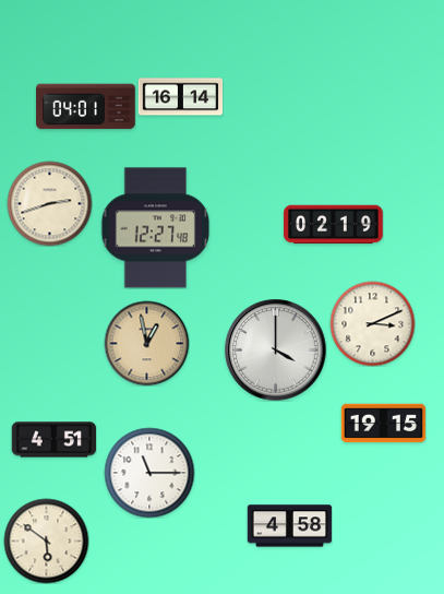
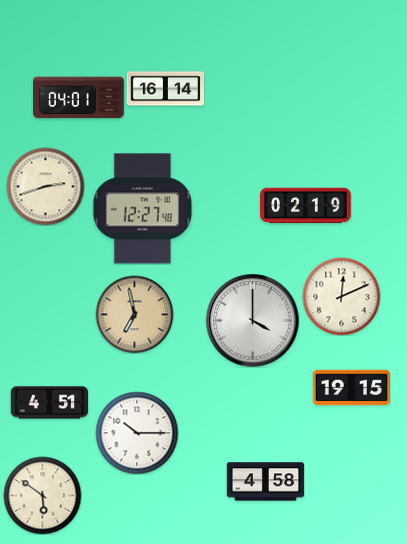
clock at (372, 323): 3:11 -> 12:11
clock at (146, 343): 12:58 -> 6:58
clock at (149, 473): 11:15 -> 10:15
